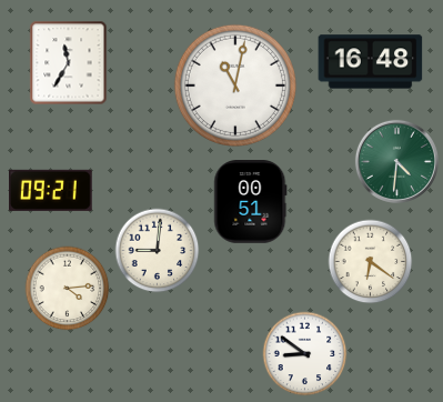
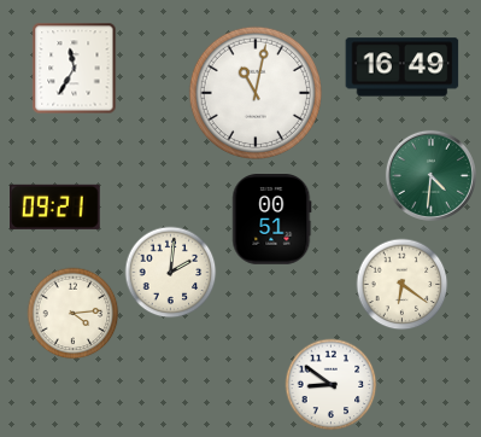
clock at (371, 62): 16:48 -> 16:49
clock at (158, 251): 9:01 -> 2:01
